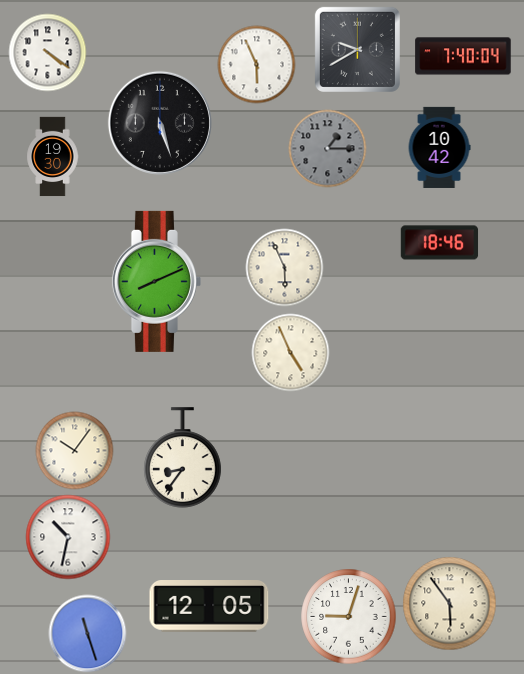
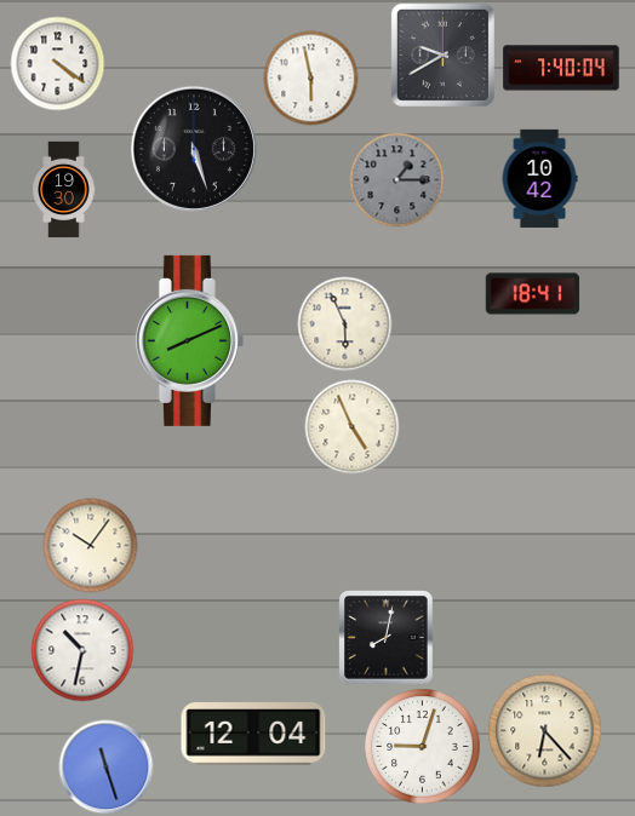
clock at (357, 49) position: (357, 49) -> (442, 54)
clock at (256, 64): 5:56 -> 5:58
clock at (439, 147) position: (439, 147) -> (539, 178)
clock at (439, 243): 18:46 -> 18:41
clock at (183, 458): 8:36 -> none
clock at (385, 637): none -> 8:02
clock at (449, 603): 5:54 -> 6:23
clock at (209, 607): 12:05 -> 12:04
